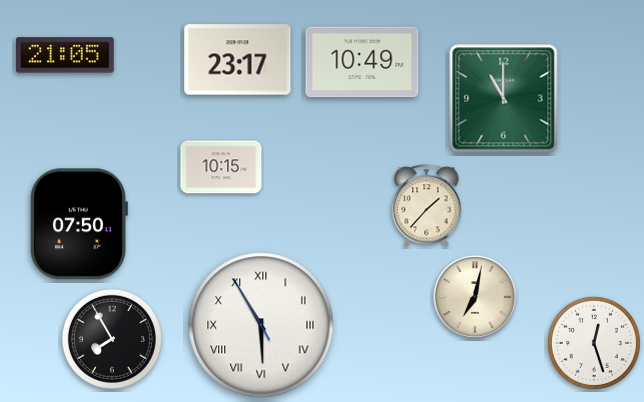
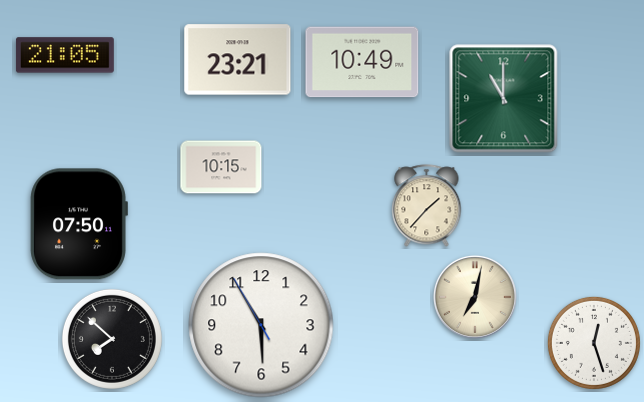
clock at (238, 60): 23:17 -> 23:21
clock at (261, 325) numerals: Roman -> Arabic
clock at (112, 339): 7:55 -> 7:52
